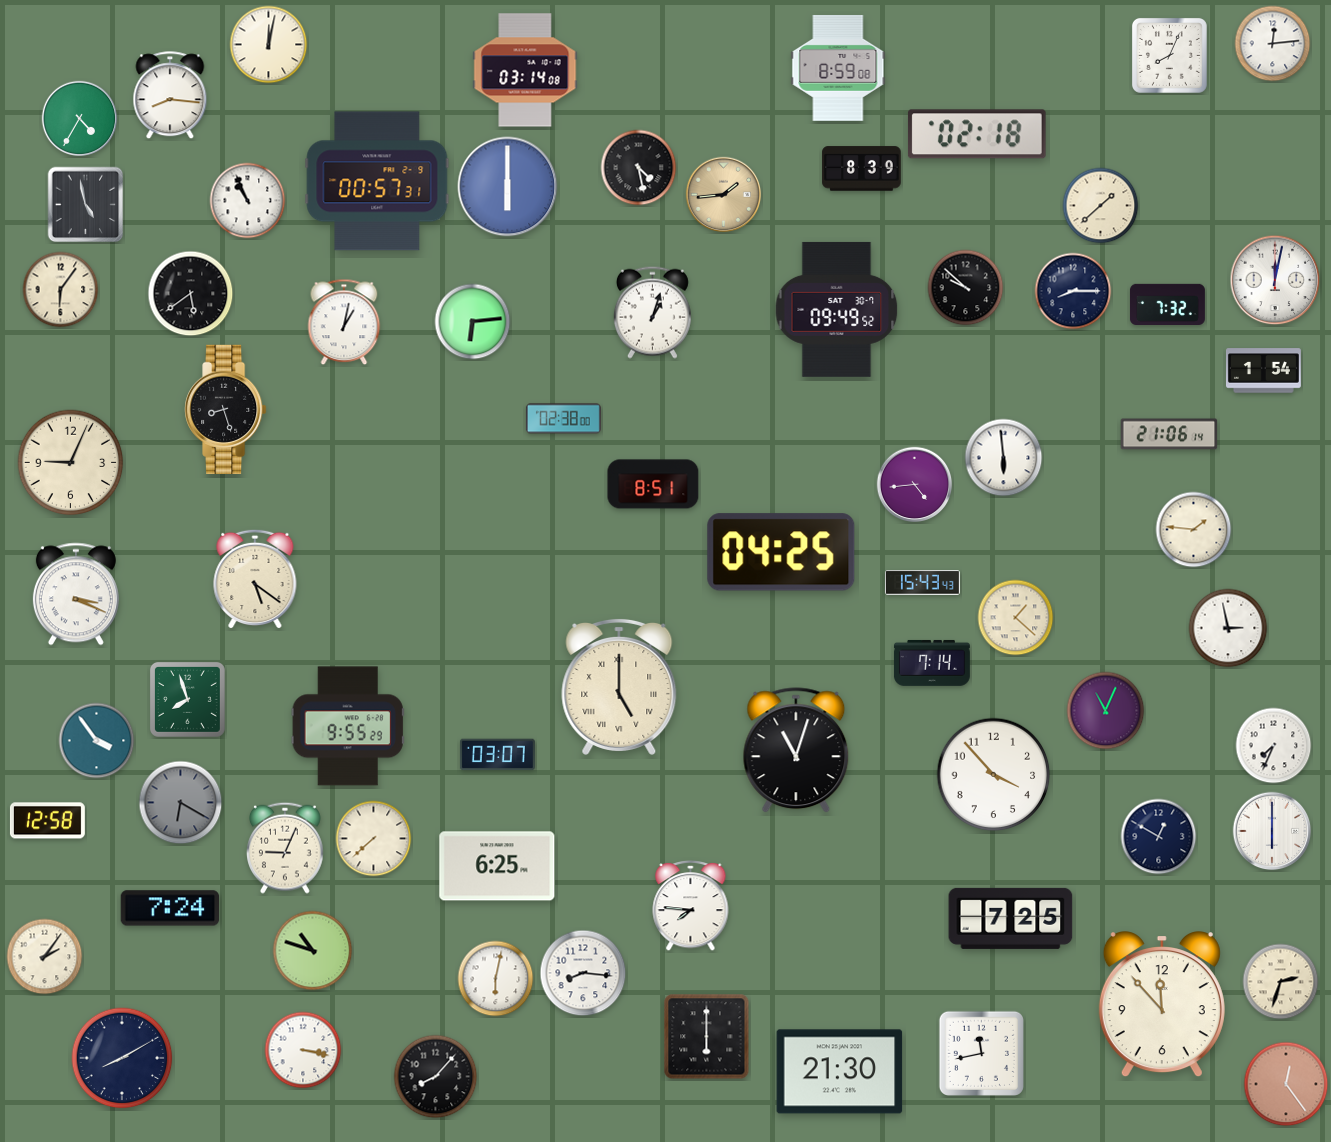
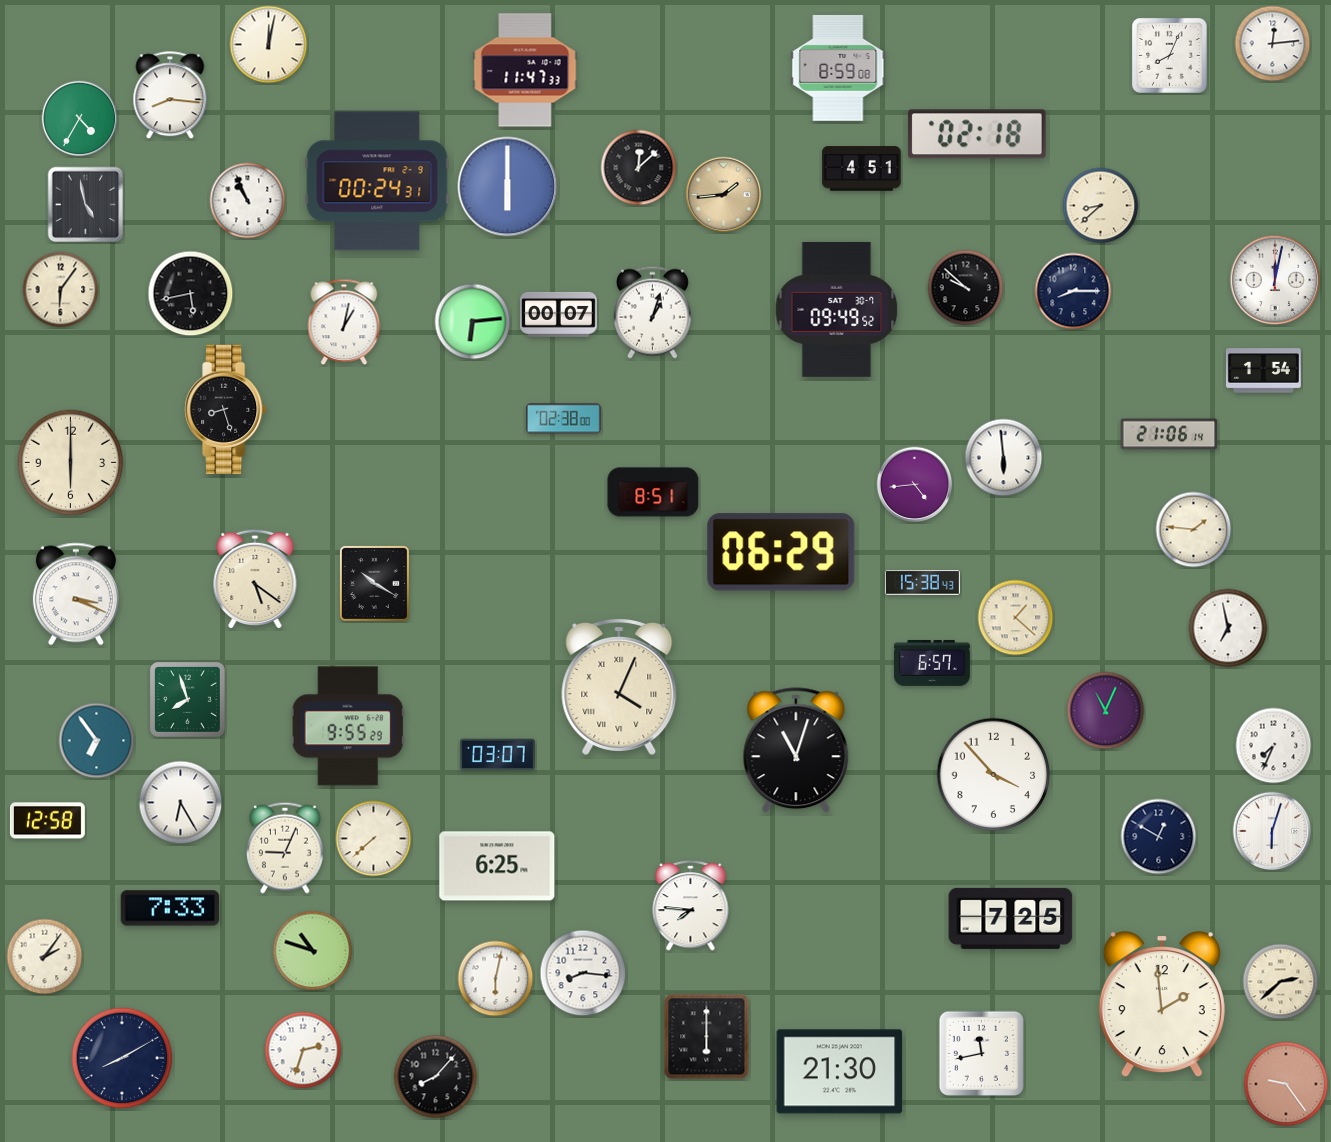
clock at (525, 70): 03:14 -> 11:47
clock at (639, 168): 4:28 -> 12:08
clock at (862, 169): 8:39 -> 4:51
clock at (377, 181): 00:57 -> 00:24
clock at (1101, 206): 1:38 -> 8:38
clock at (191, 294): 5:39 -> 5:43
clock at (1167, 304): 7:32 -> none
clock at (559, 314): none -> 00:07
clock at (71, 463): 9:04 -> 6:00
clock at (653, 484) position: (653, 484) -> (653, 492)
clock at (781, 552): 04:25 -> 06:29
clock at (374, 583): none -> 10:20
clock at (922, 583): 15:43 -> 15:38
clock at (1228, 628): 2:58 -> 6:58
clock at (932, 663): 7:14 -> 6:57
clock at (619, 686): 5:00 -> 4:04
clock at (97, 741): 3:54 -> 6:54
clock at (181, 803): 6:20 -> 6:25
clock at (181, 803) dial: grey -> white
clock at (1272, 831): 6:00 -> 6:03
clock at (170, 908): 7:24 -> 7:33
clock at (1281, 982): 2:33 -> 2:38
clock at (1162, 1005): 11:53 -> 1:59
clock at (303, 1050): 3:17 -> 2:33
clock at (1286, 1084): 12:24 -> 9:24
